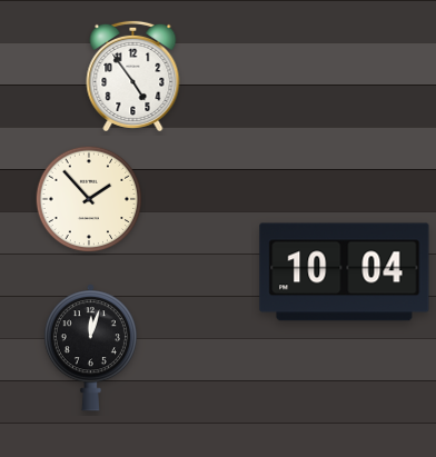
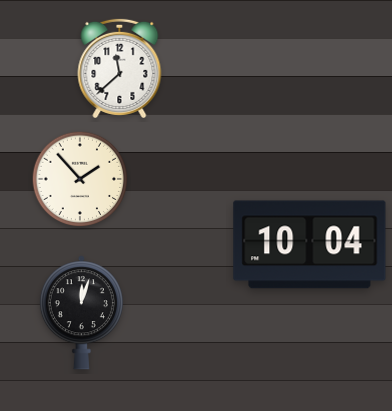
clock at (133, 76): 4:54 -> 11:38
